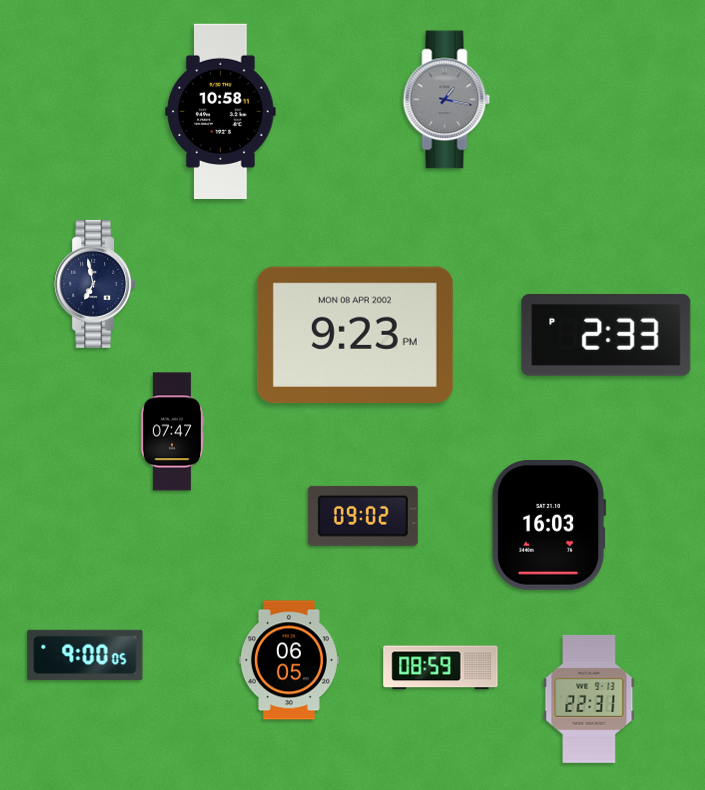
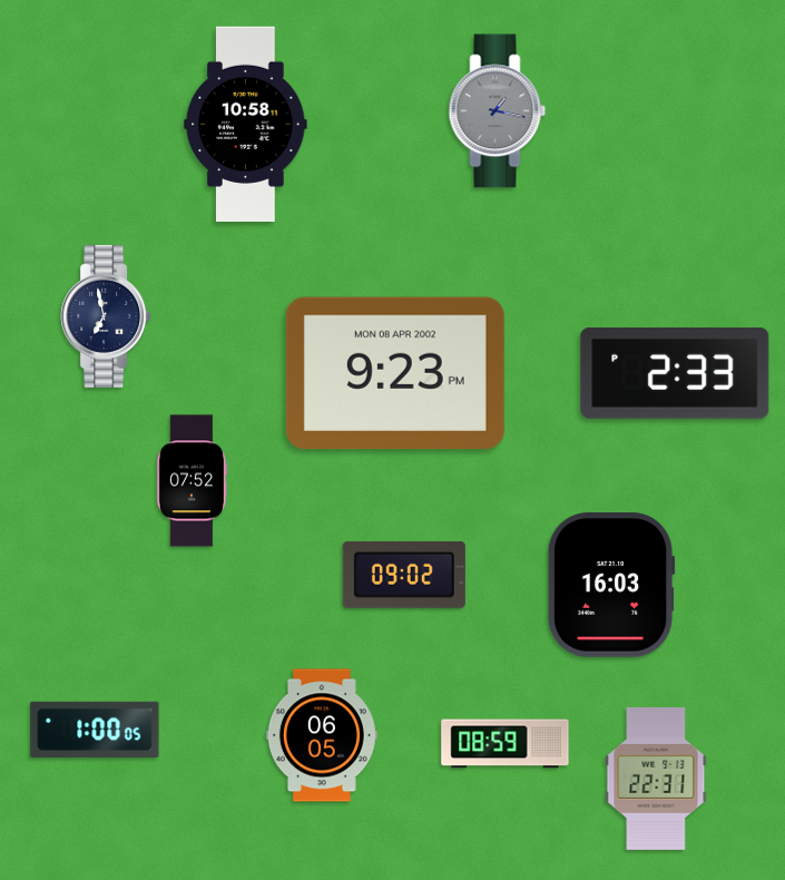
clock at (172, 432): 07:47 -> 07:52
clock at (85, 655): 9:00 -> 1:00
clock at (441, 668) position: (441, 668) -> (506, 744)
